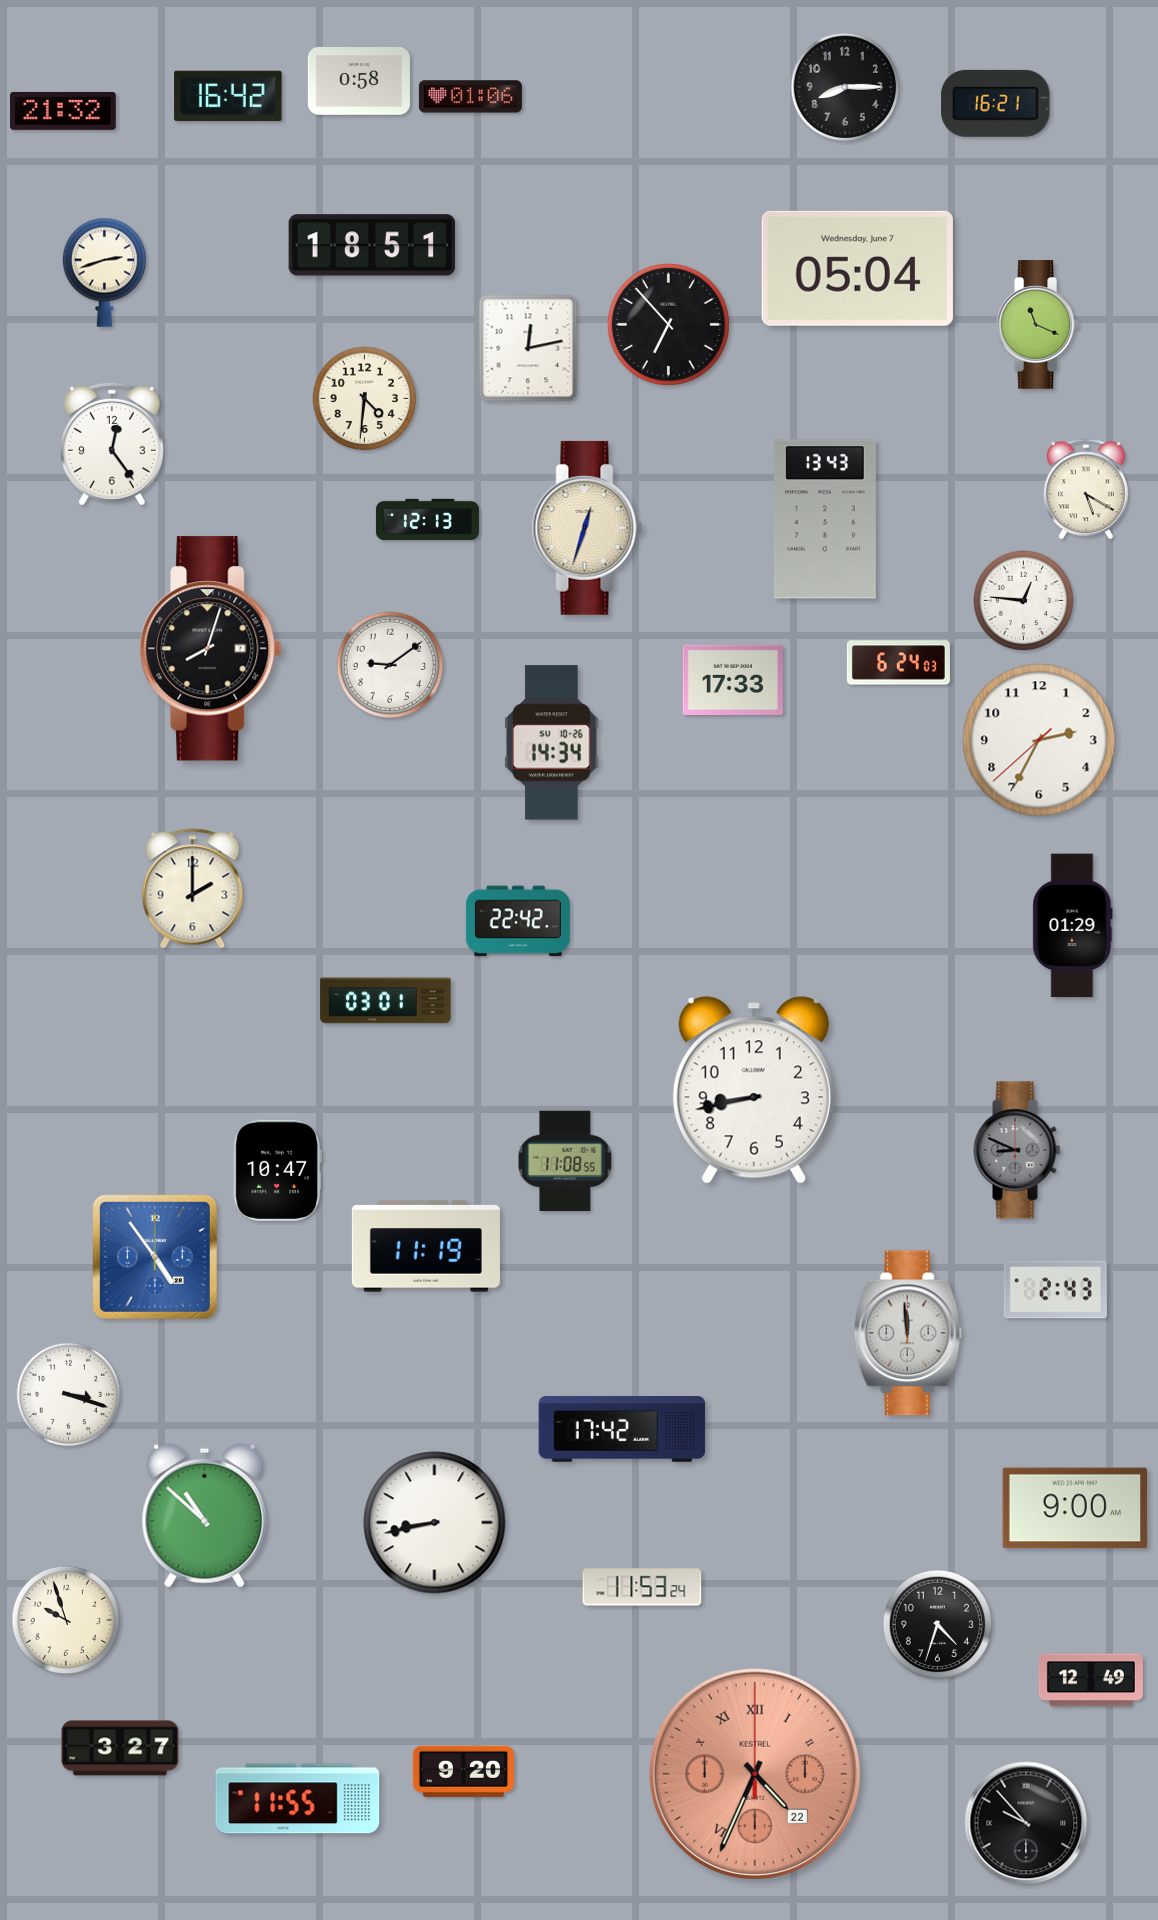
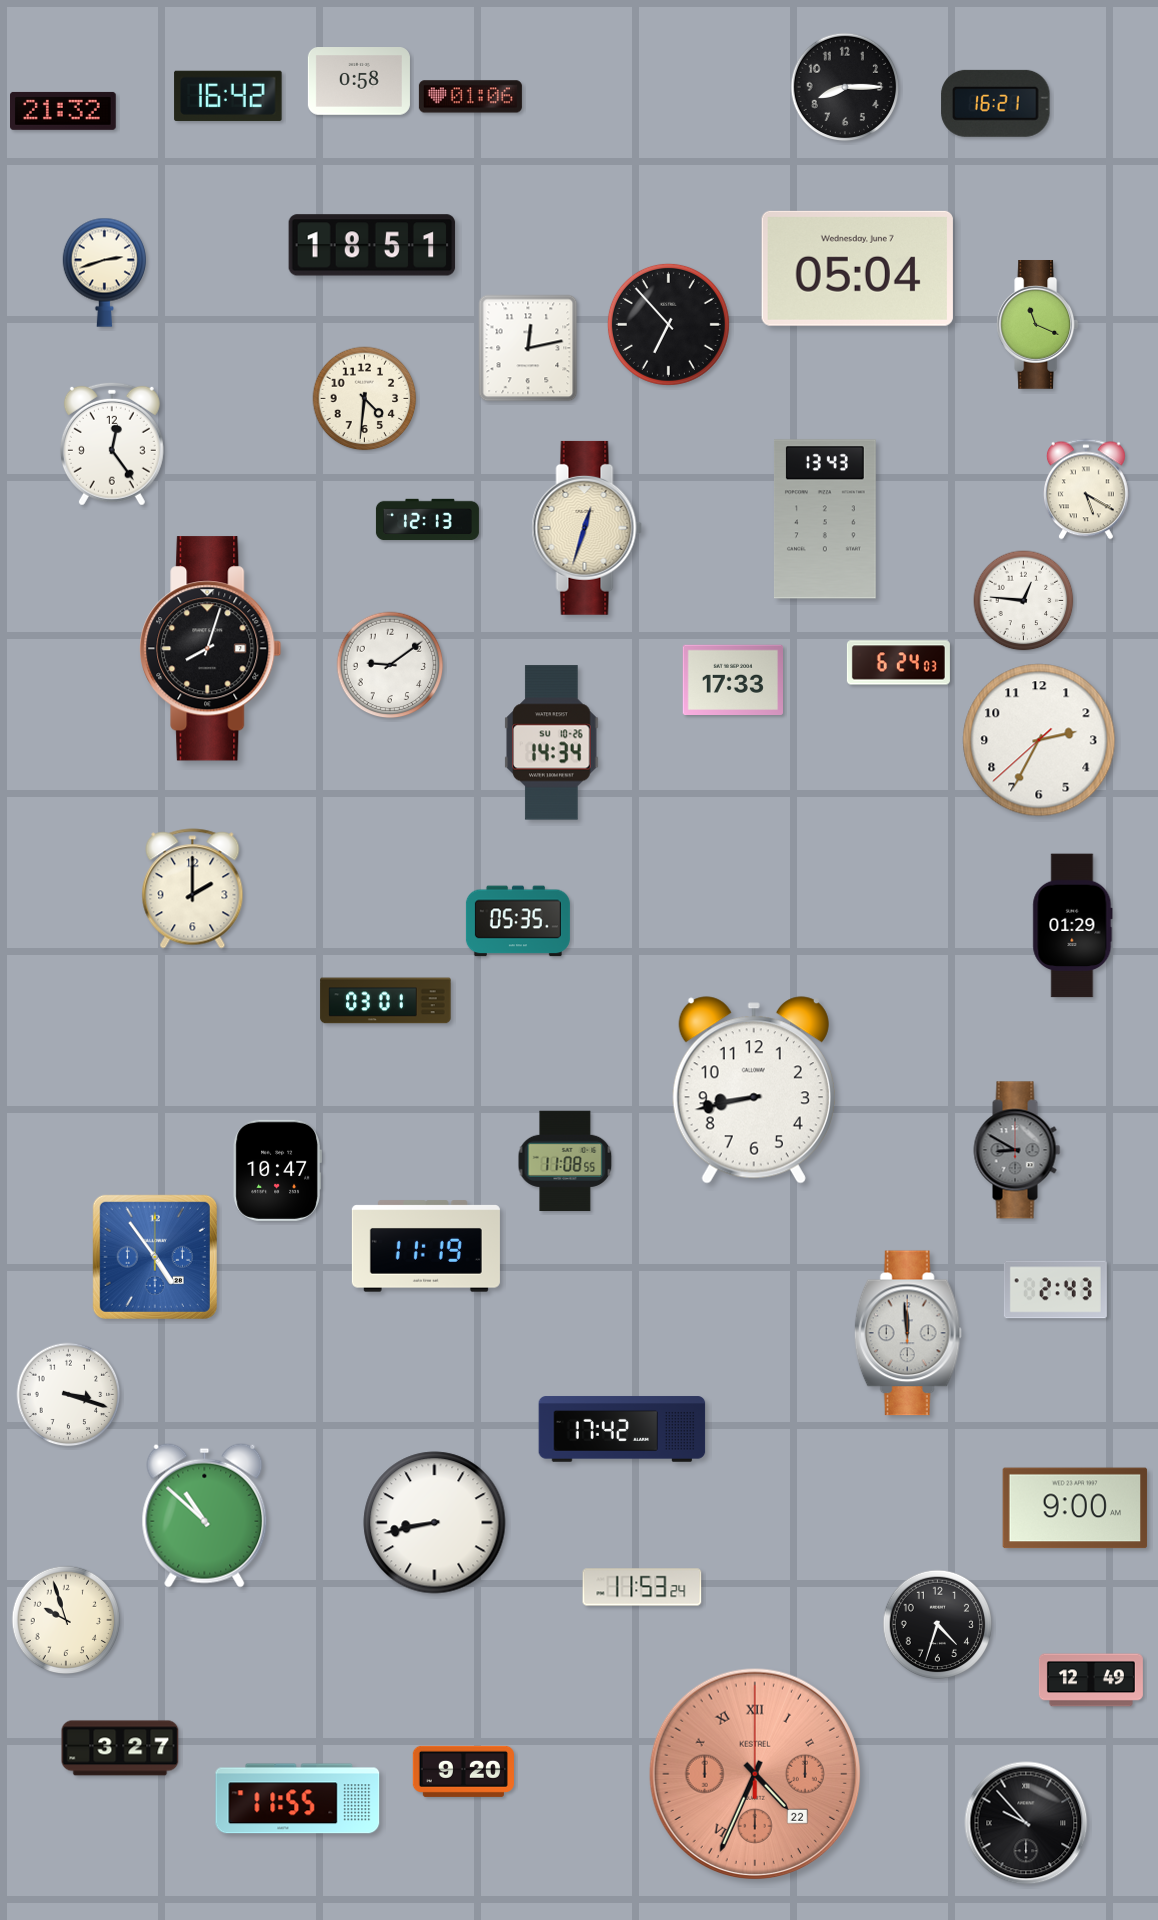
clock at (518, 921): 22:42 -> 05:35
clock at (1017, 1150): 8:49 -> 8:50
